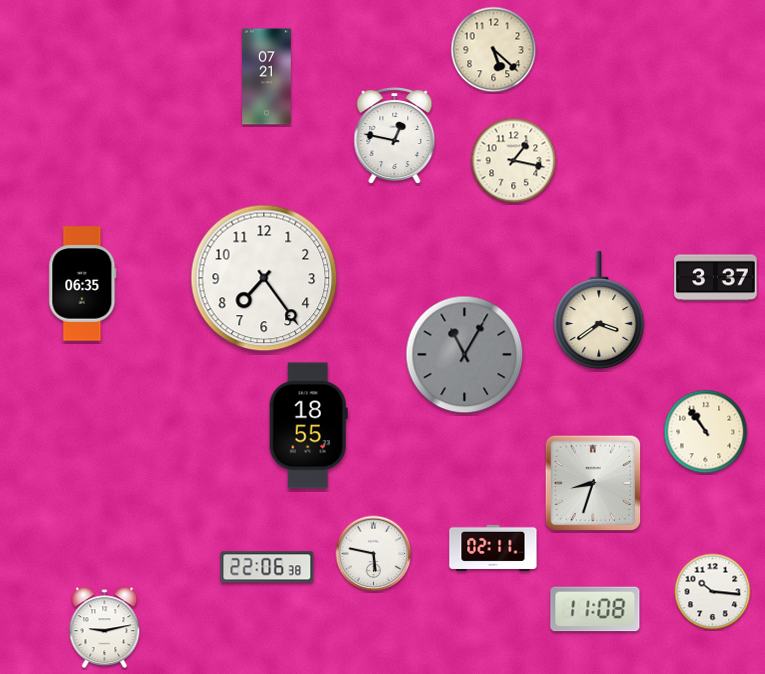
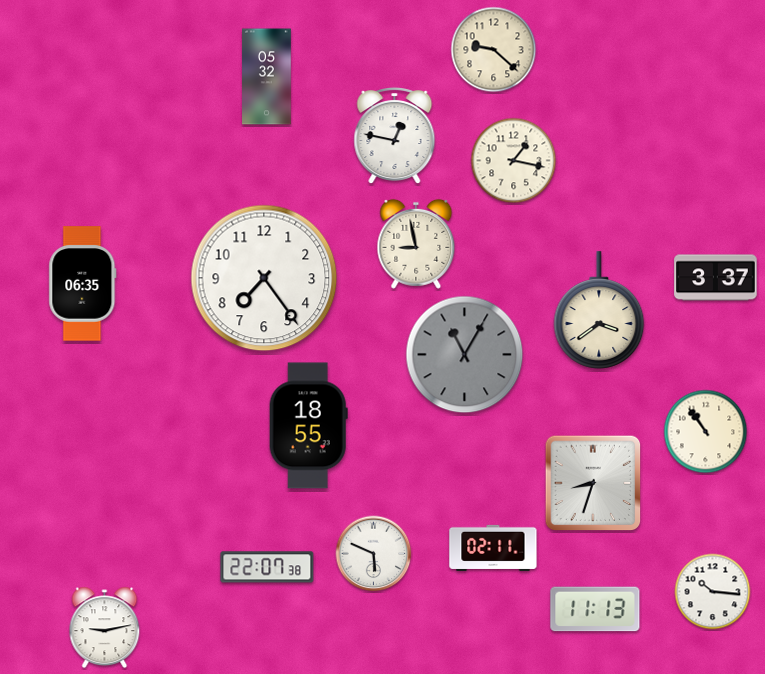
clock at (494, 50): 5:22 -> 9:22
clock at (267, 77): 07:21 -> 05:32
clock at (416, 244): none -> 8:58
clock at (374, 554): 5:47 -> 5:49
clock at (267, 567): 22:06 -> 22:07
clock at (595, 609): 11:08 -> 11:13
